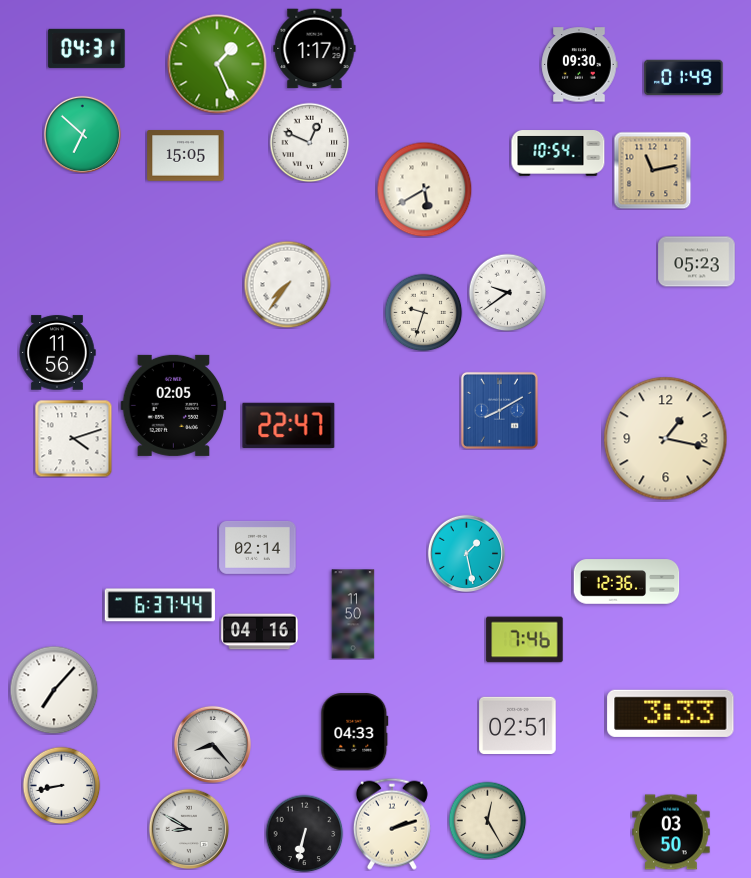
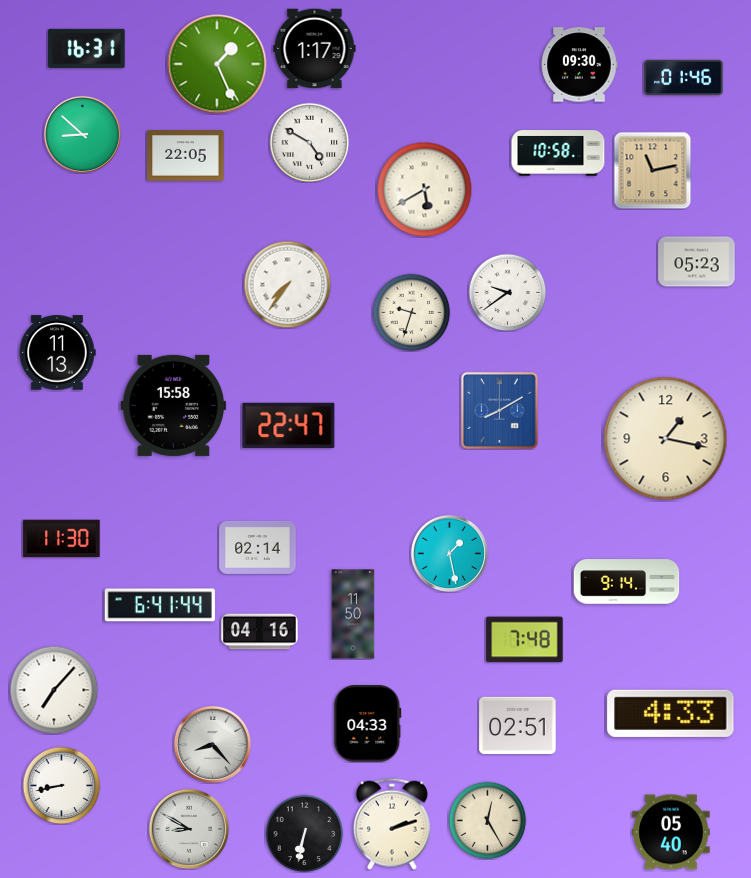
clock at (87, 48): 04:31 -> 16:31
clock at (684, 78): 01:49 -> 01:46
clock at (82, 134): 6:52 -> 8:52
clock at (309, 142): 12:49 -> 4:50
clock at (558, 153): 10:54 -> 10:58
clock at (186, 156): 15:05 -> 22:05
clock at (423, 312) position: (423, 312) -> (411, 312)
clock at (57, 353): 11:56 -> 11:13
clock at (174, 405): 02:05 -> 15:58
clock at (73, 438): 4:12 -> none
clock at (62, 539): none -> 11:30
clock at (466, 553) position: (466, 553) -> (449, 553)
clock at (627, 582): 12:36 -> 9:14
clock at (160, 605): 6:37 -> 6:41
clock at (525, 640): 7:46 -> 7:48
clock at (671, 713): 3:33 -> 4:33
clock at (355, 732) position: (355, 732) -> (368, 724)
clock at (671, 832): 03:50 -> 05:40
